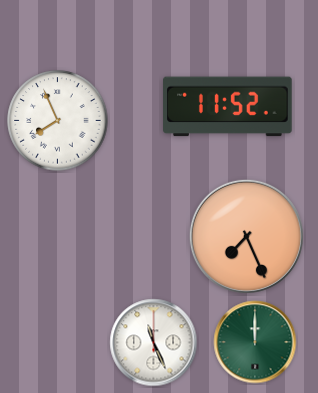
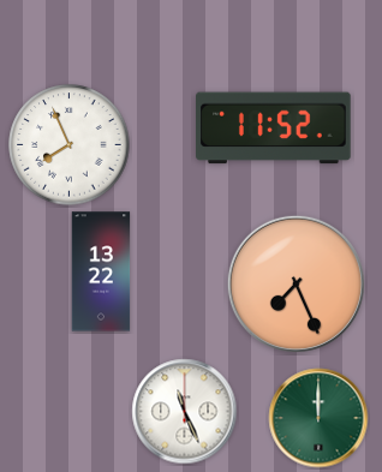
clock at (101, 271): none -> 13:22
clock at (255, 342) position: (255, 342) -> (318, 418)
